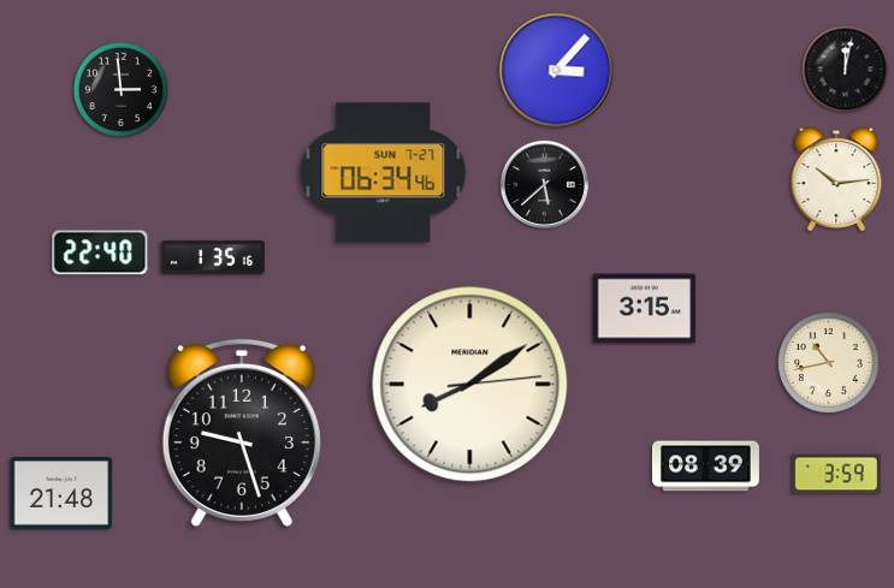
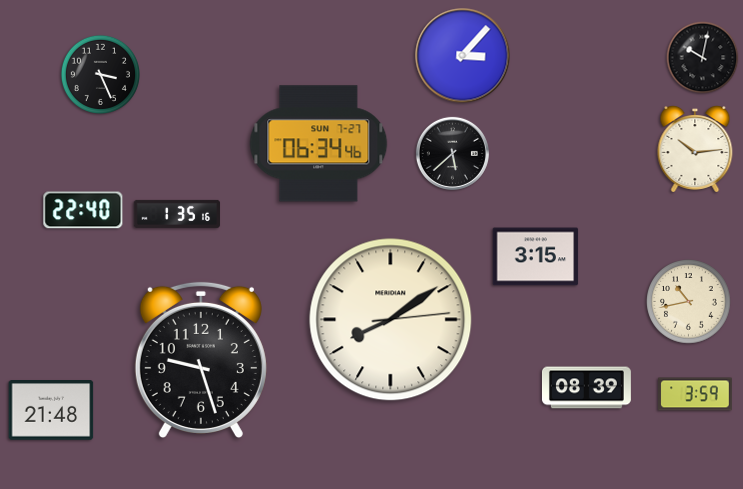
clock at (846, 70): 12:02 -> 10:02
clock at (557, 71) position: (557, 71) -> (463, 56)
clock at (120, 89): 2:59 -> 3:26
